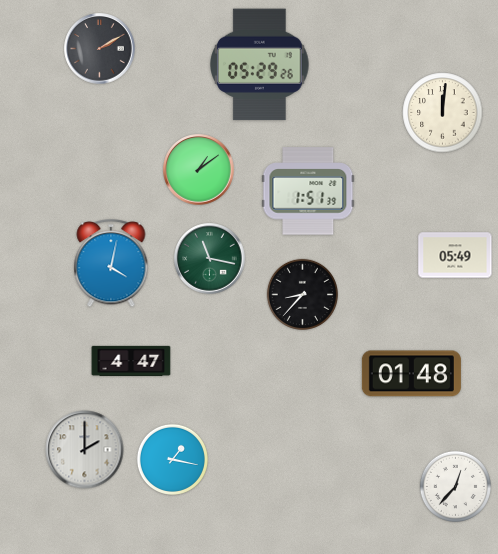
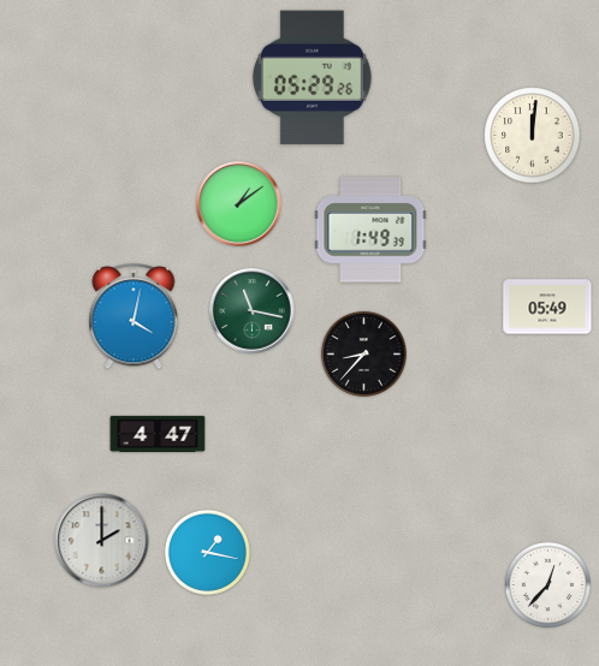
clock at (100, 49): 2:10 -> none
clock at (308, 191): 1:51 -> 1:49
clock at (411, 374): 01:48 -> none
